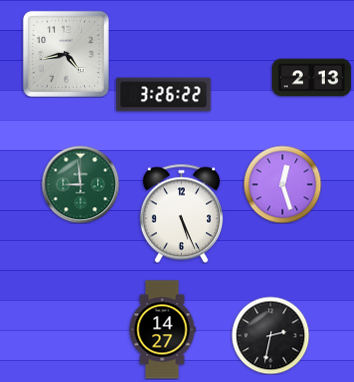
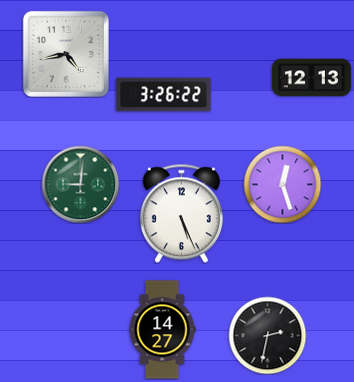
clock at (311, 78): 2:13 -> 12:13
clock at (80, 184): 8:59 -> 9:01
clock at (270, 335) position: (270, 335) -> (267, 335)
